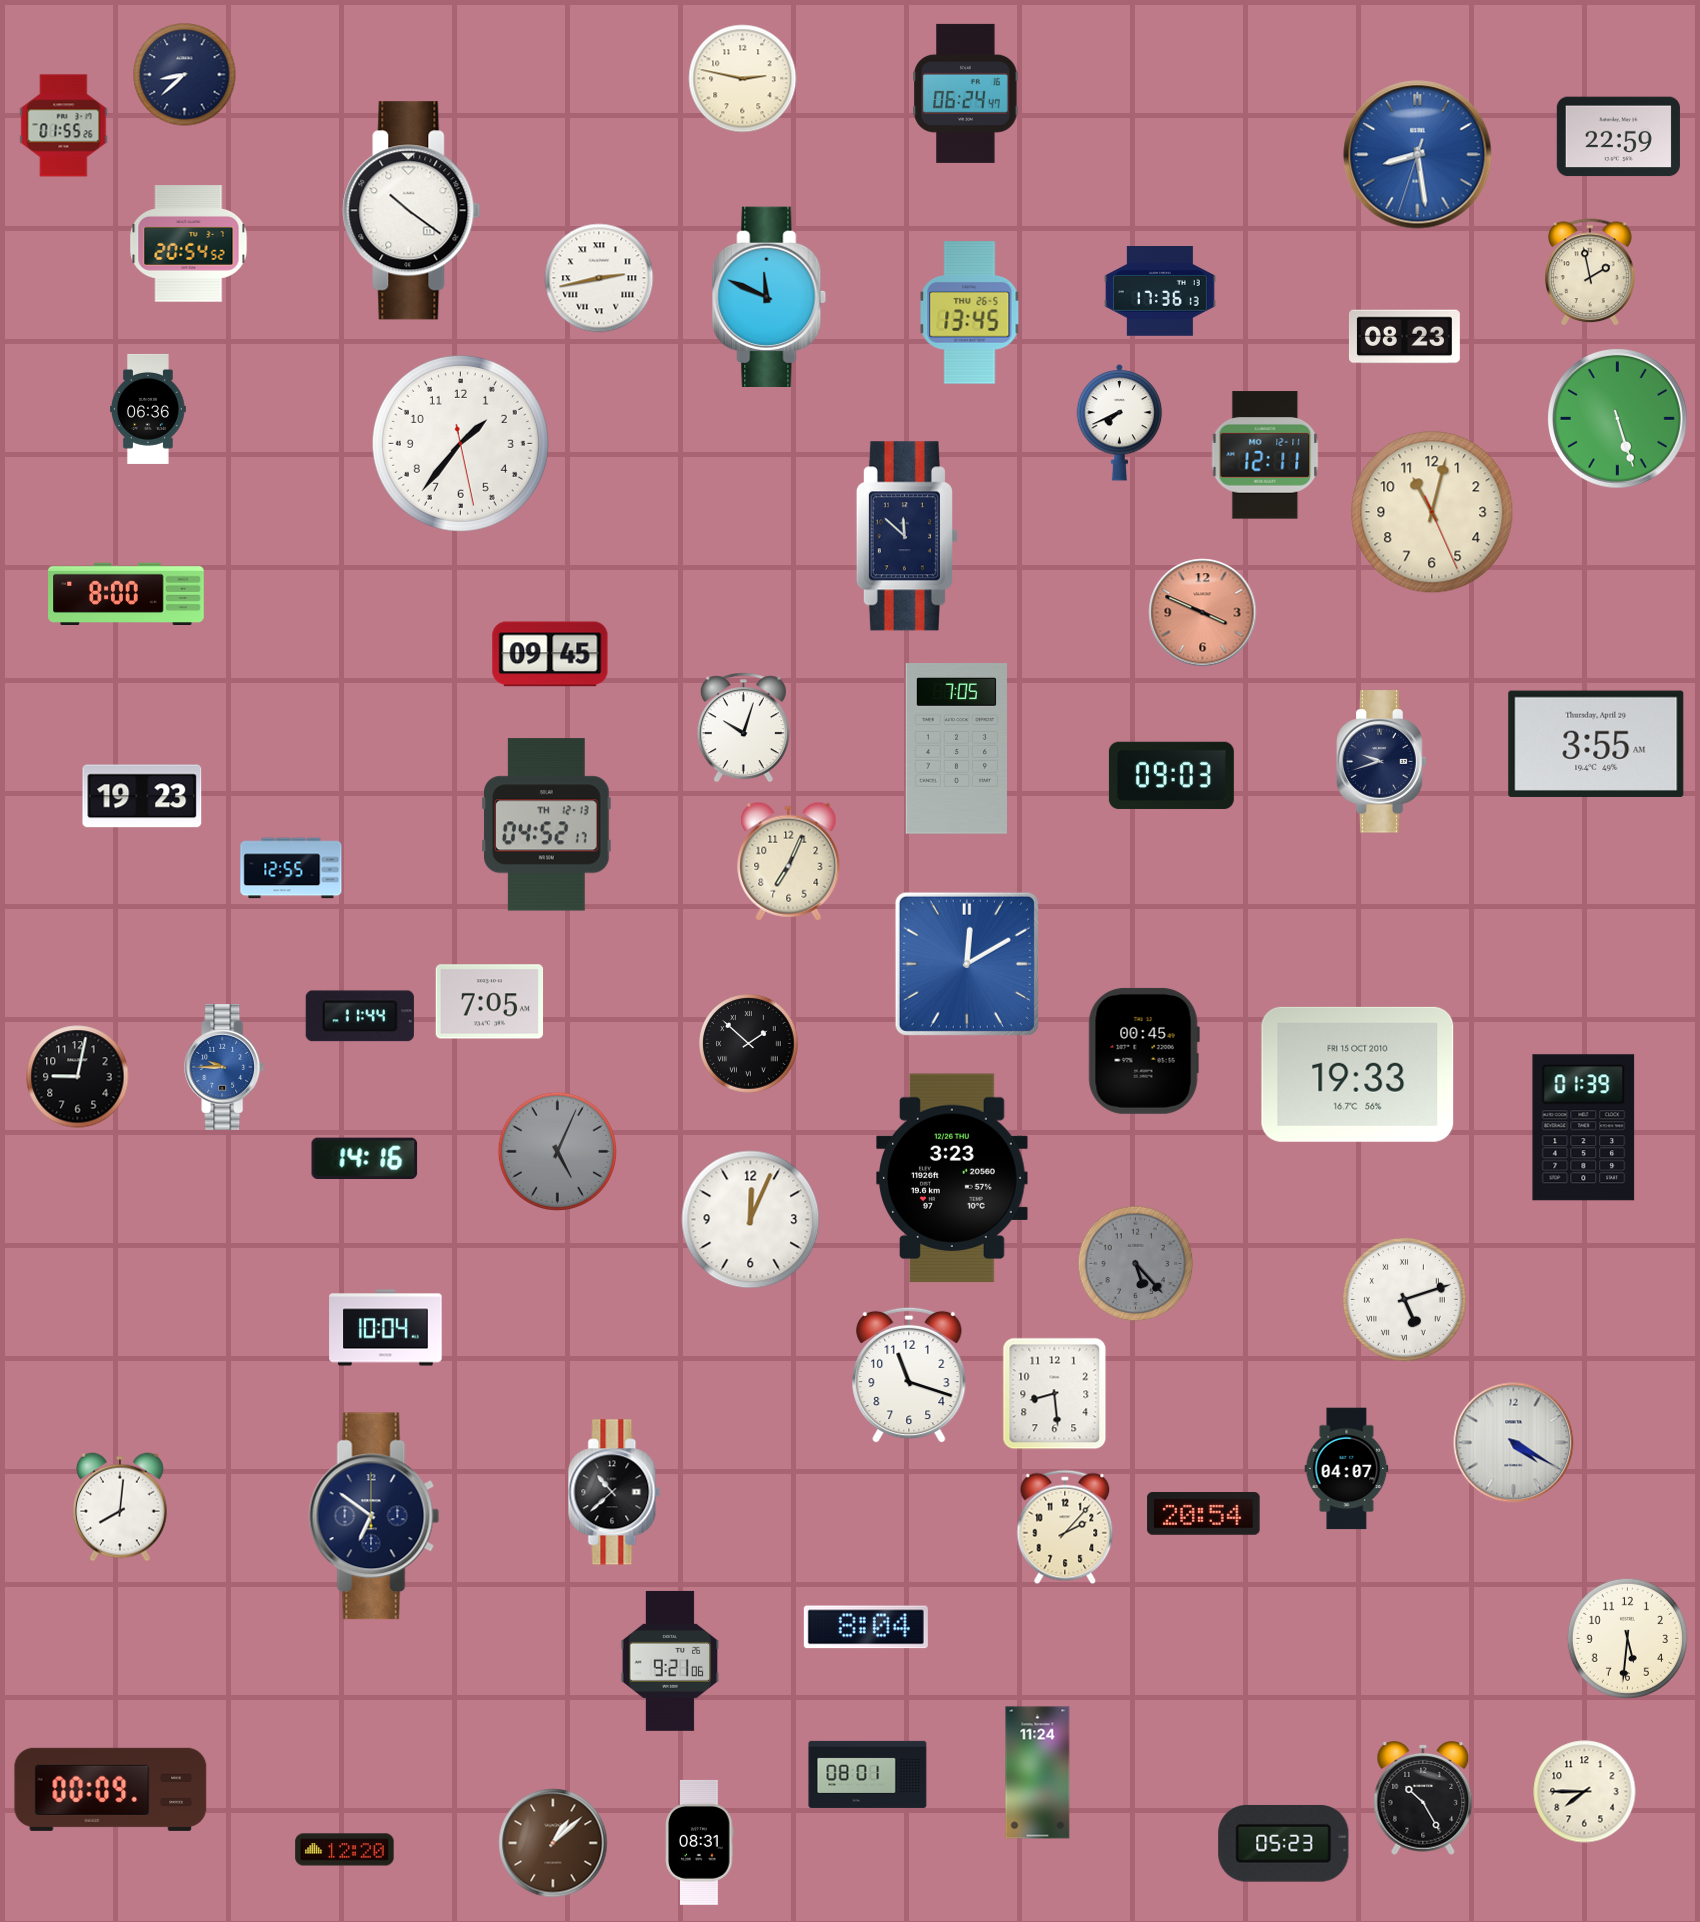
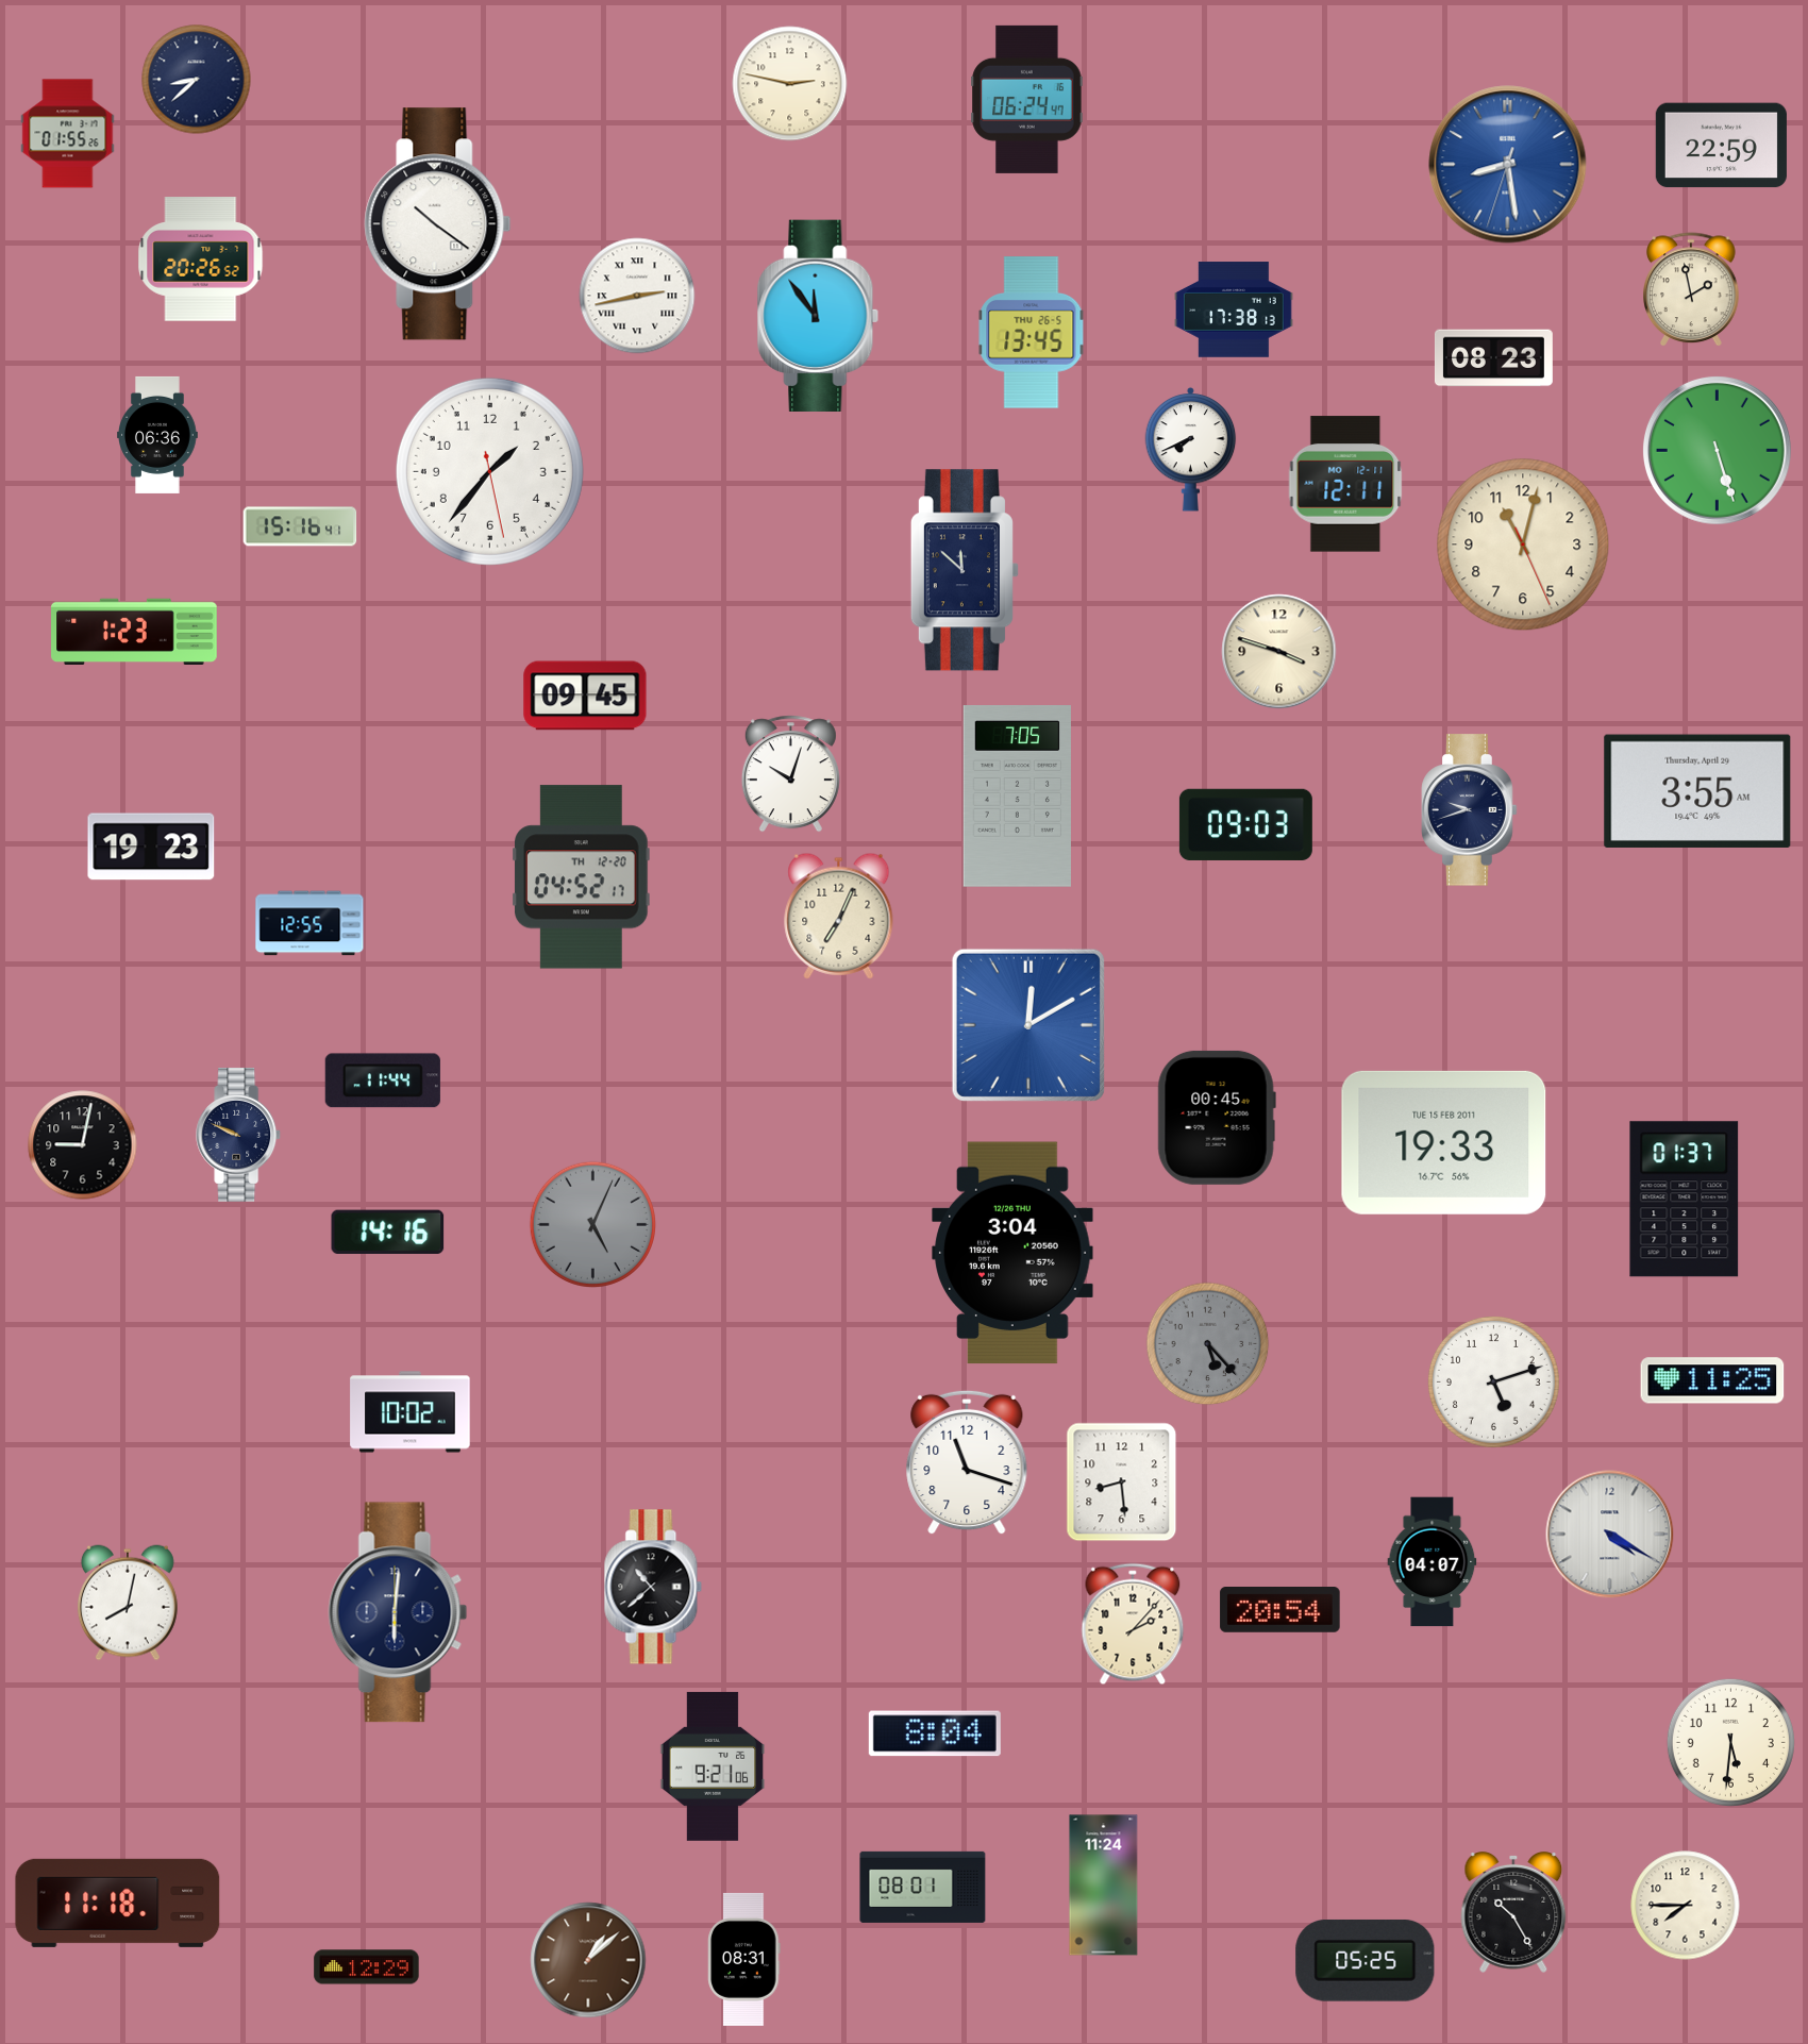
clock at (189, 244): 20:54 -> 20:26
clock at (1160, 291): 17:36 -> 17:38
clock at (769, 296): 11:49 -> 11:54
clock at (1617, 418) position: (1617, 418) -> (1717, 450)
clock at (300, 526): none -> 15:16
clock at (126, 593): 8:00 -> 1:23
clock at (1203, 613): 3:49 -> 3:48
clock at (1203, 613) dial: salmon -> cream
clock at (547, 825) date: TH 12-13 -> TH 12-20
clock at (490, 1002): 7:05 -> none
clock at (749, 1044): 1:52 -> none
clock at (225, 1067): 9:45 -> 9:49
clock at (225, 1067) dial: blue -> navy
clock at (1358, 1074) date: FRI 15 OCT 2010 -> TUE 15 FEB 2011
clock at (1584, 1128): 01:39 -> 01:37
clock at (952, 1178): 3:23 -> 3:04
clock at (751, 1220): 12:04 -> none
clock at (1712, 1380): none -> 11:25
clock at (1404, 1299) numerals: Roman -> Arabic
clock at (386, 1328): 10:04 -> 10:02
clock at (120, 1507): 8:01 -> 8:02
clock at (374, 1516): 6:51 -> 6:01
clock at (866, 1627) position: (866, 1627) -> (935, 1733)
clock at (111, 1789): 00:09 -> 11:18
clock at (1284, 1843): 05:23 -> 05:25
clock at (345, 1850): 12:20 -> 12:29
